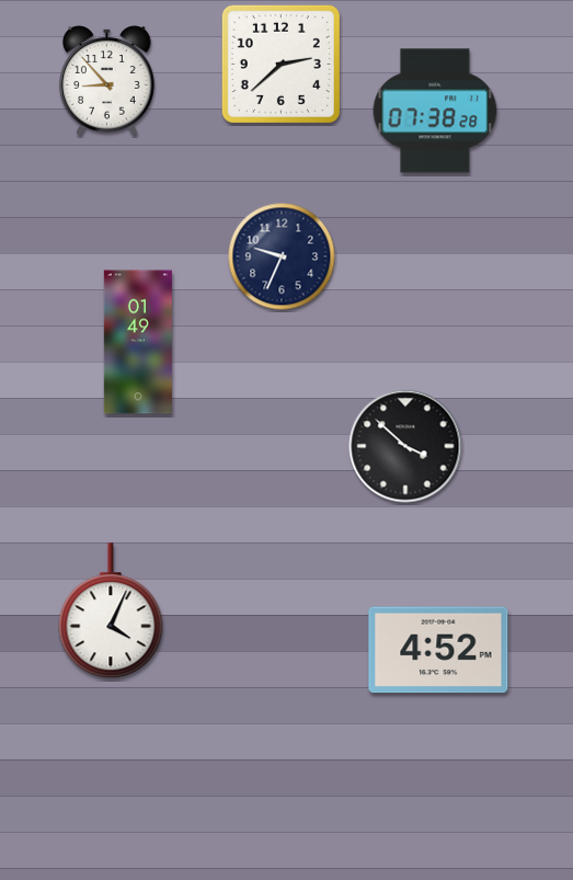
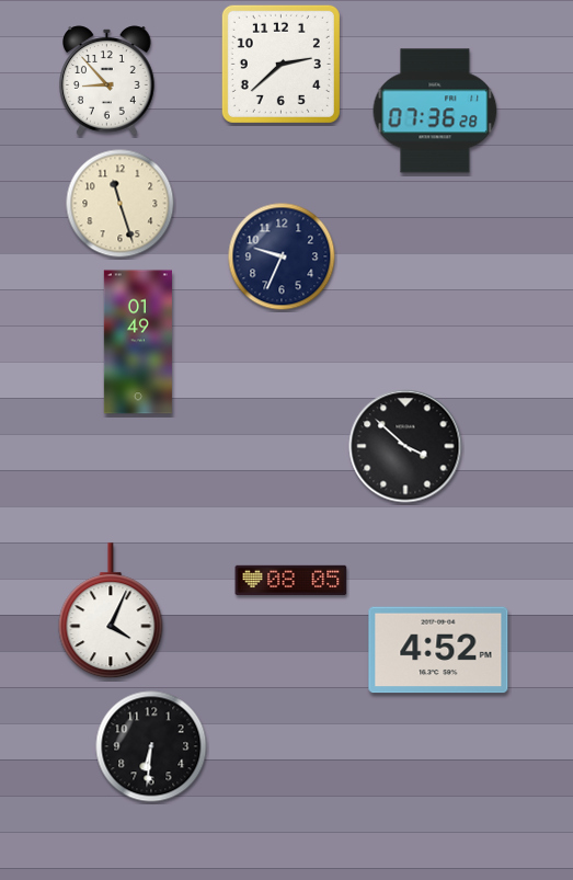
clock at (435, 111): 07:38 -> 07:36
clock at (121, 204): none -> 11:27
clock at (291, 580): none -> 08:05
clock at (151, 746): none -> 6:31
